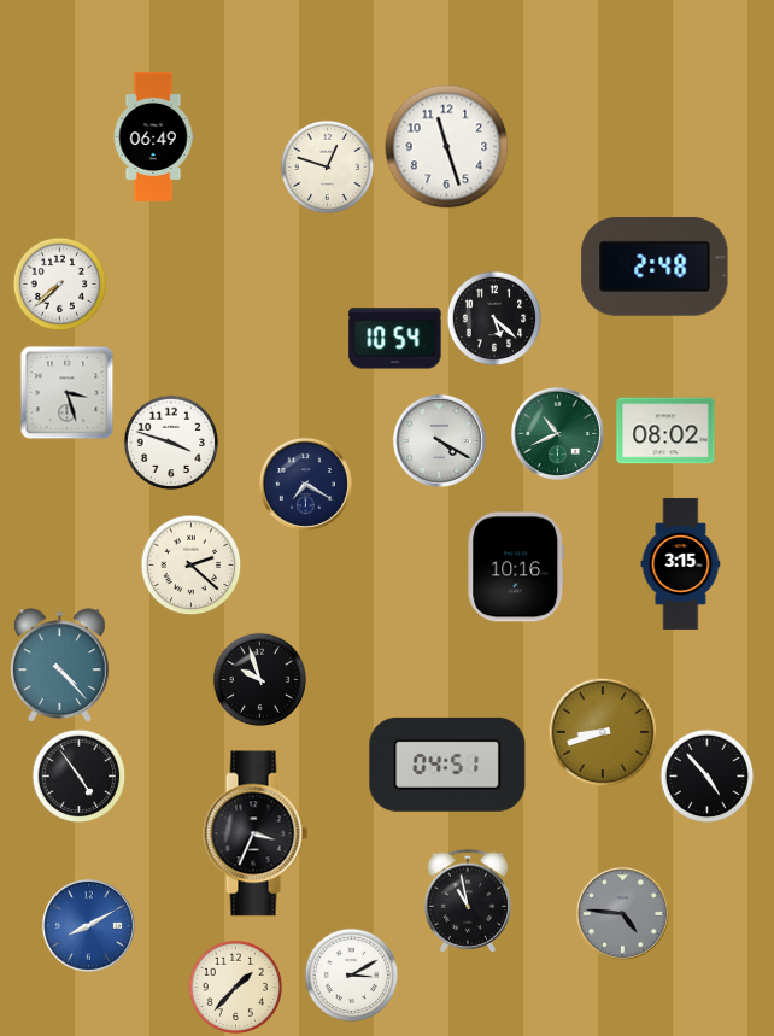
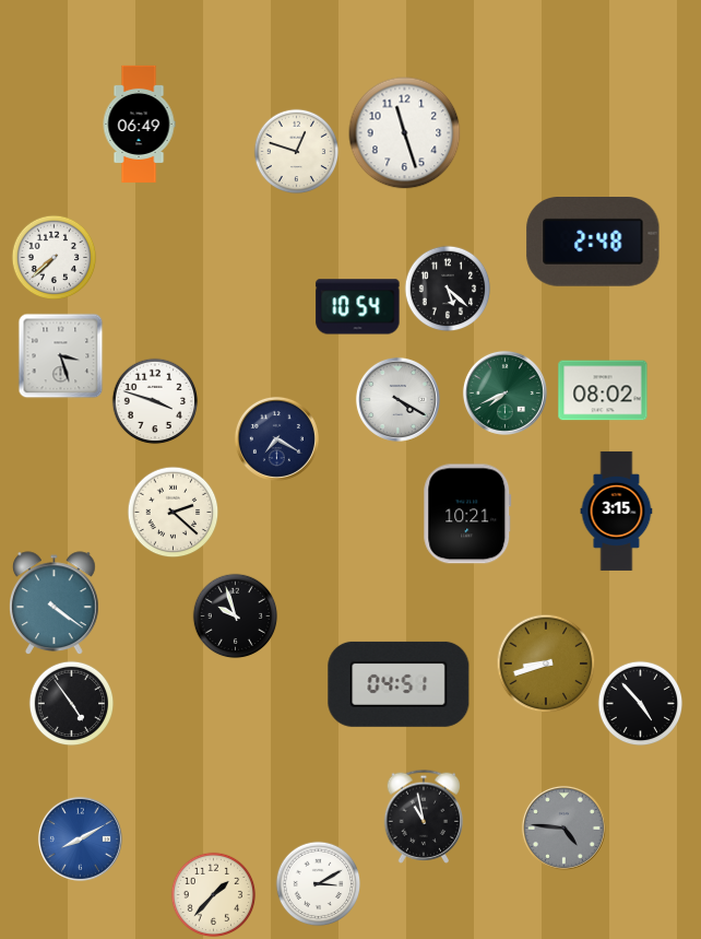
clock at (557, 433): 10:41 -> 7:41
clock at (516, 567): 10:16 -> 10:21
clock at (60, 666): 4:23 -> 4:21
clock at (447, 765) position: (447, 765) -> (399, 684)
clock at (256, 833): 3:34 -> none
